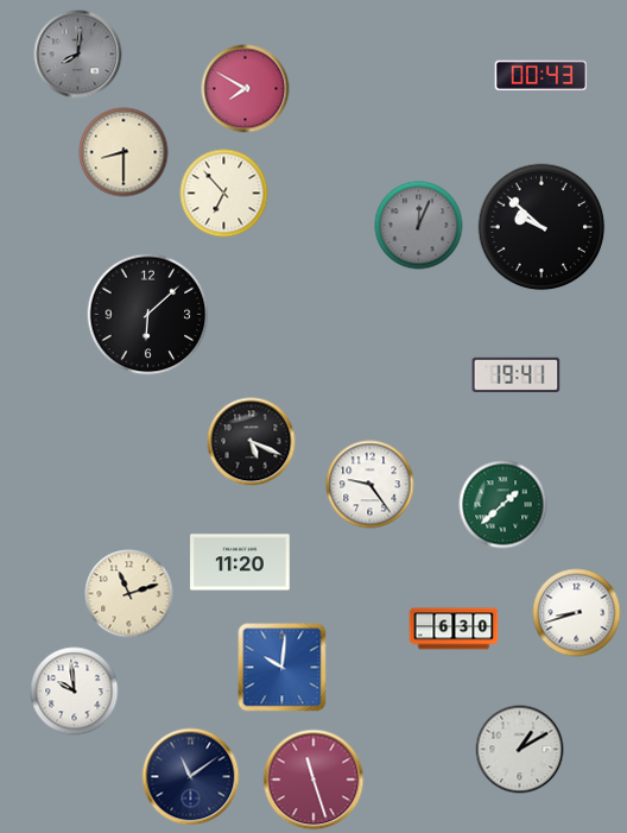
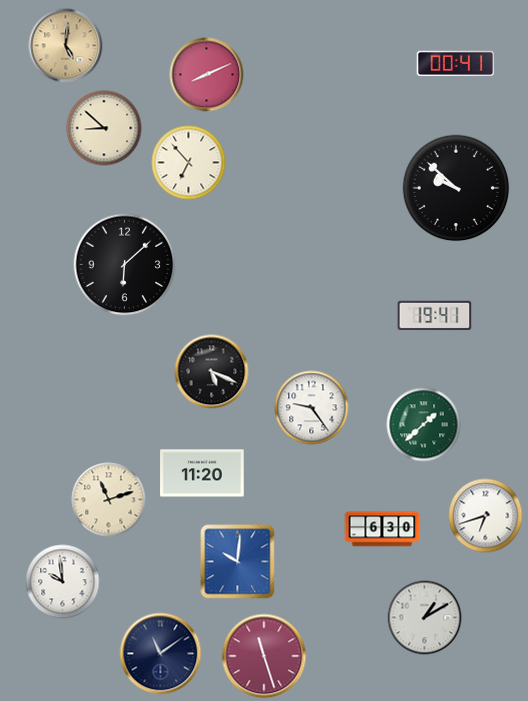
clock at (78, 55): 8:01 -> 5:01
clock at (78, 55) dial: grey -> champagne
clock at (541, 76): 00:43 -> 00:41
clock at (246, 89): 7:50 -> 8:11
clock at (123, 152): 8:30 -> 8:52
clock at (419, 226): 12:04 -> none
clock at (541, 227) position: (541, 227) -> (456, 188)
clock at (577, 613): 8:42 -> 6:42
clock at (520, 750) position: (520, 750) -> (425, 618)
